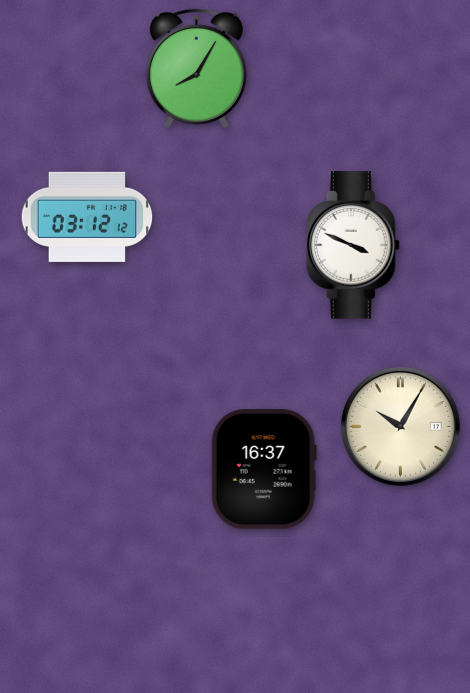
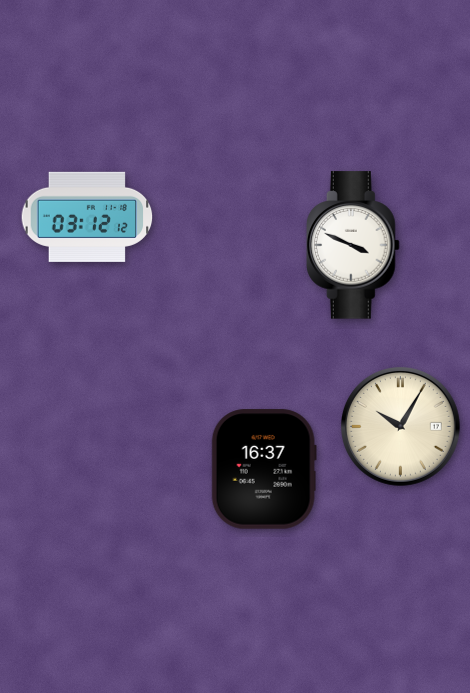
clock at (196, 68): 8:05 -> none
